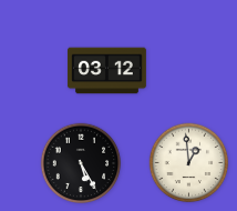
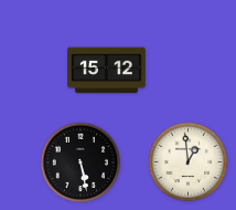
clock at (106, 71): 03:12 -> 15:12
clock at (81, 163): 5:25 -> 5:28
